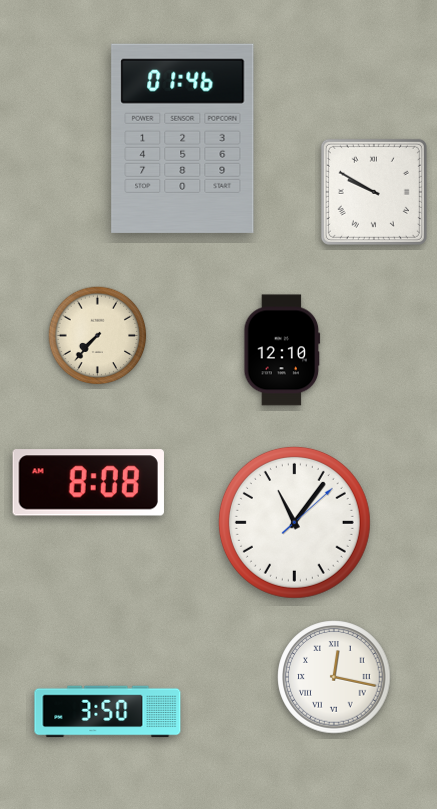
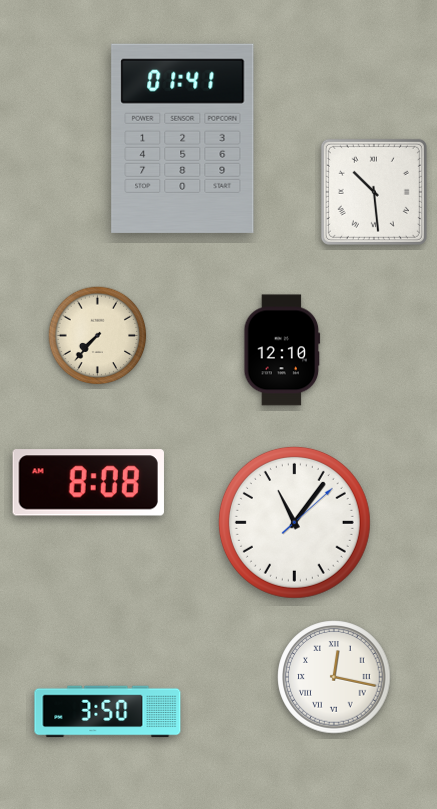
clock at (183, 138): 01:46 -> 01:41
clock at (374, 192): 9:50 -> 10:29
